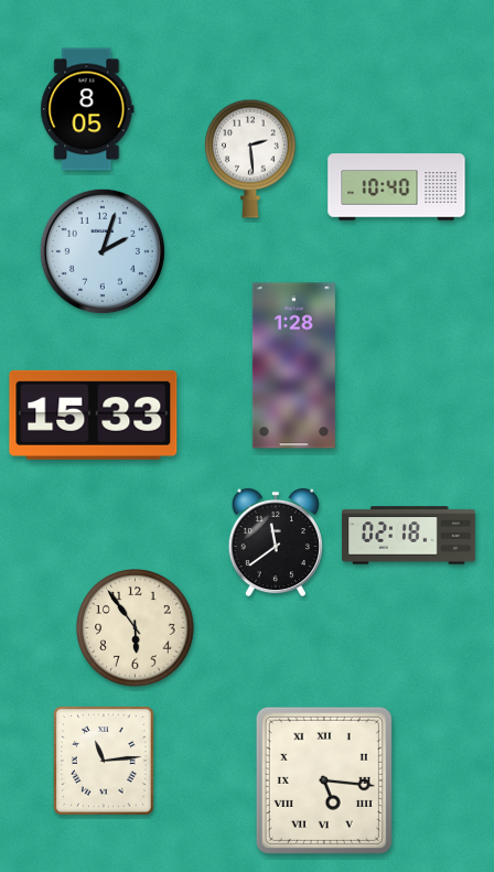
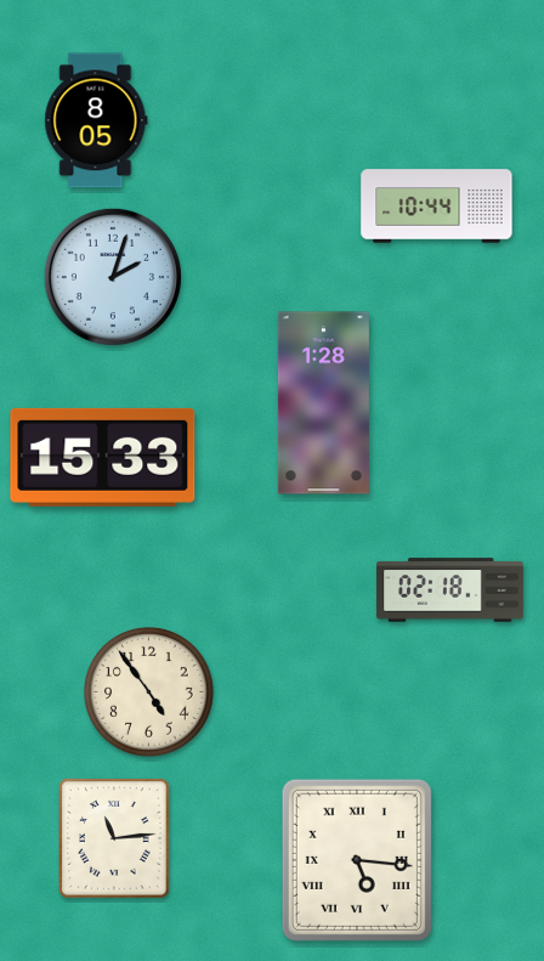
clock at (251, 159): 2:29 -> none
clock at (397, 187): 10:40 -> 10:44
clock at (276, 542): 11:39 -> none
clock at (136, 628): 5:54 -> 4:54
